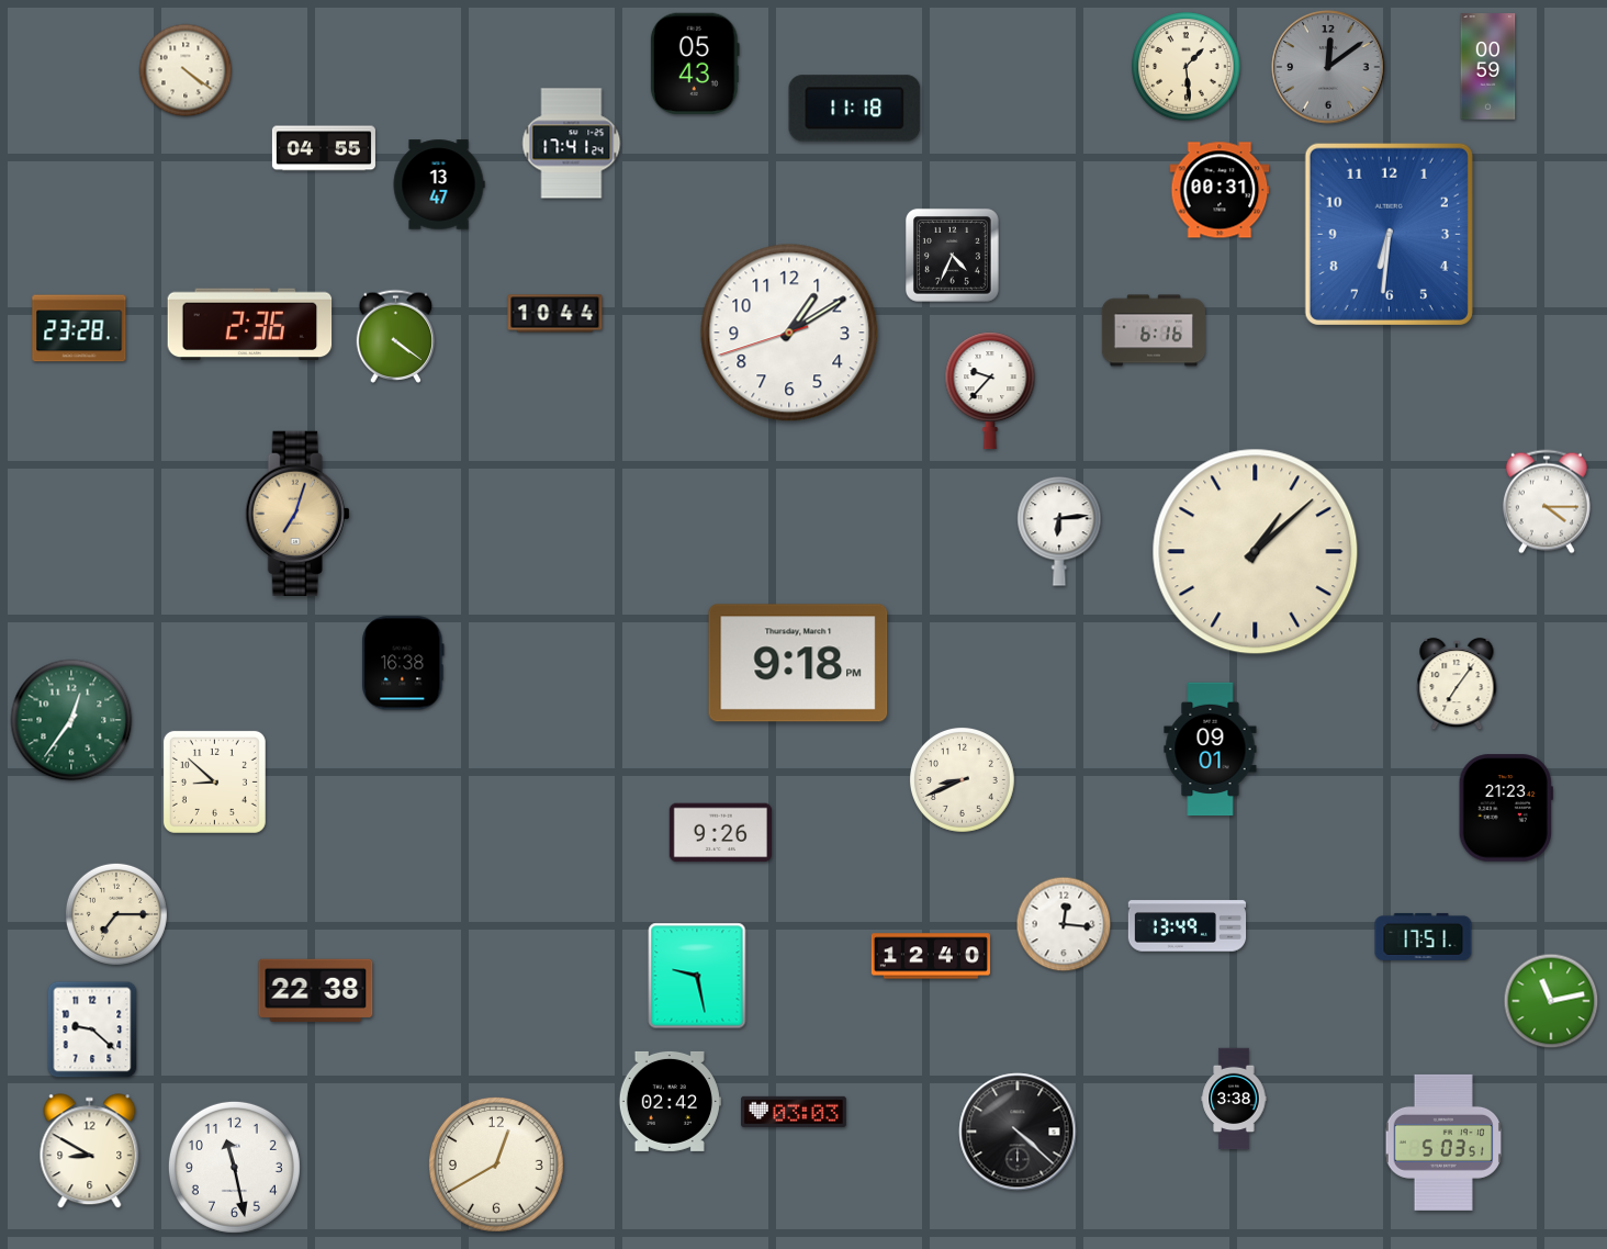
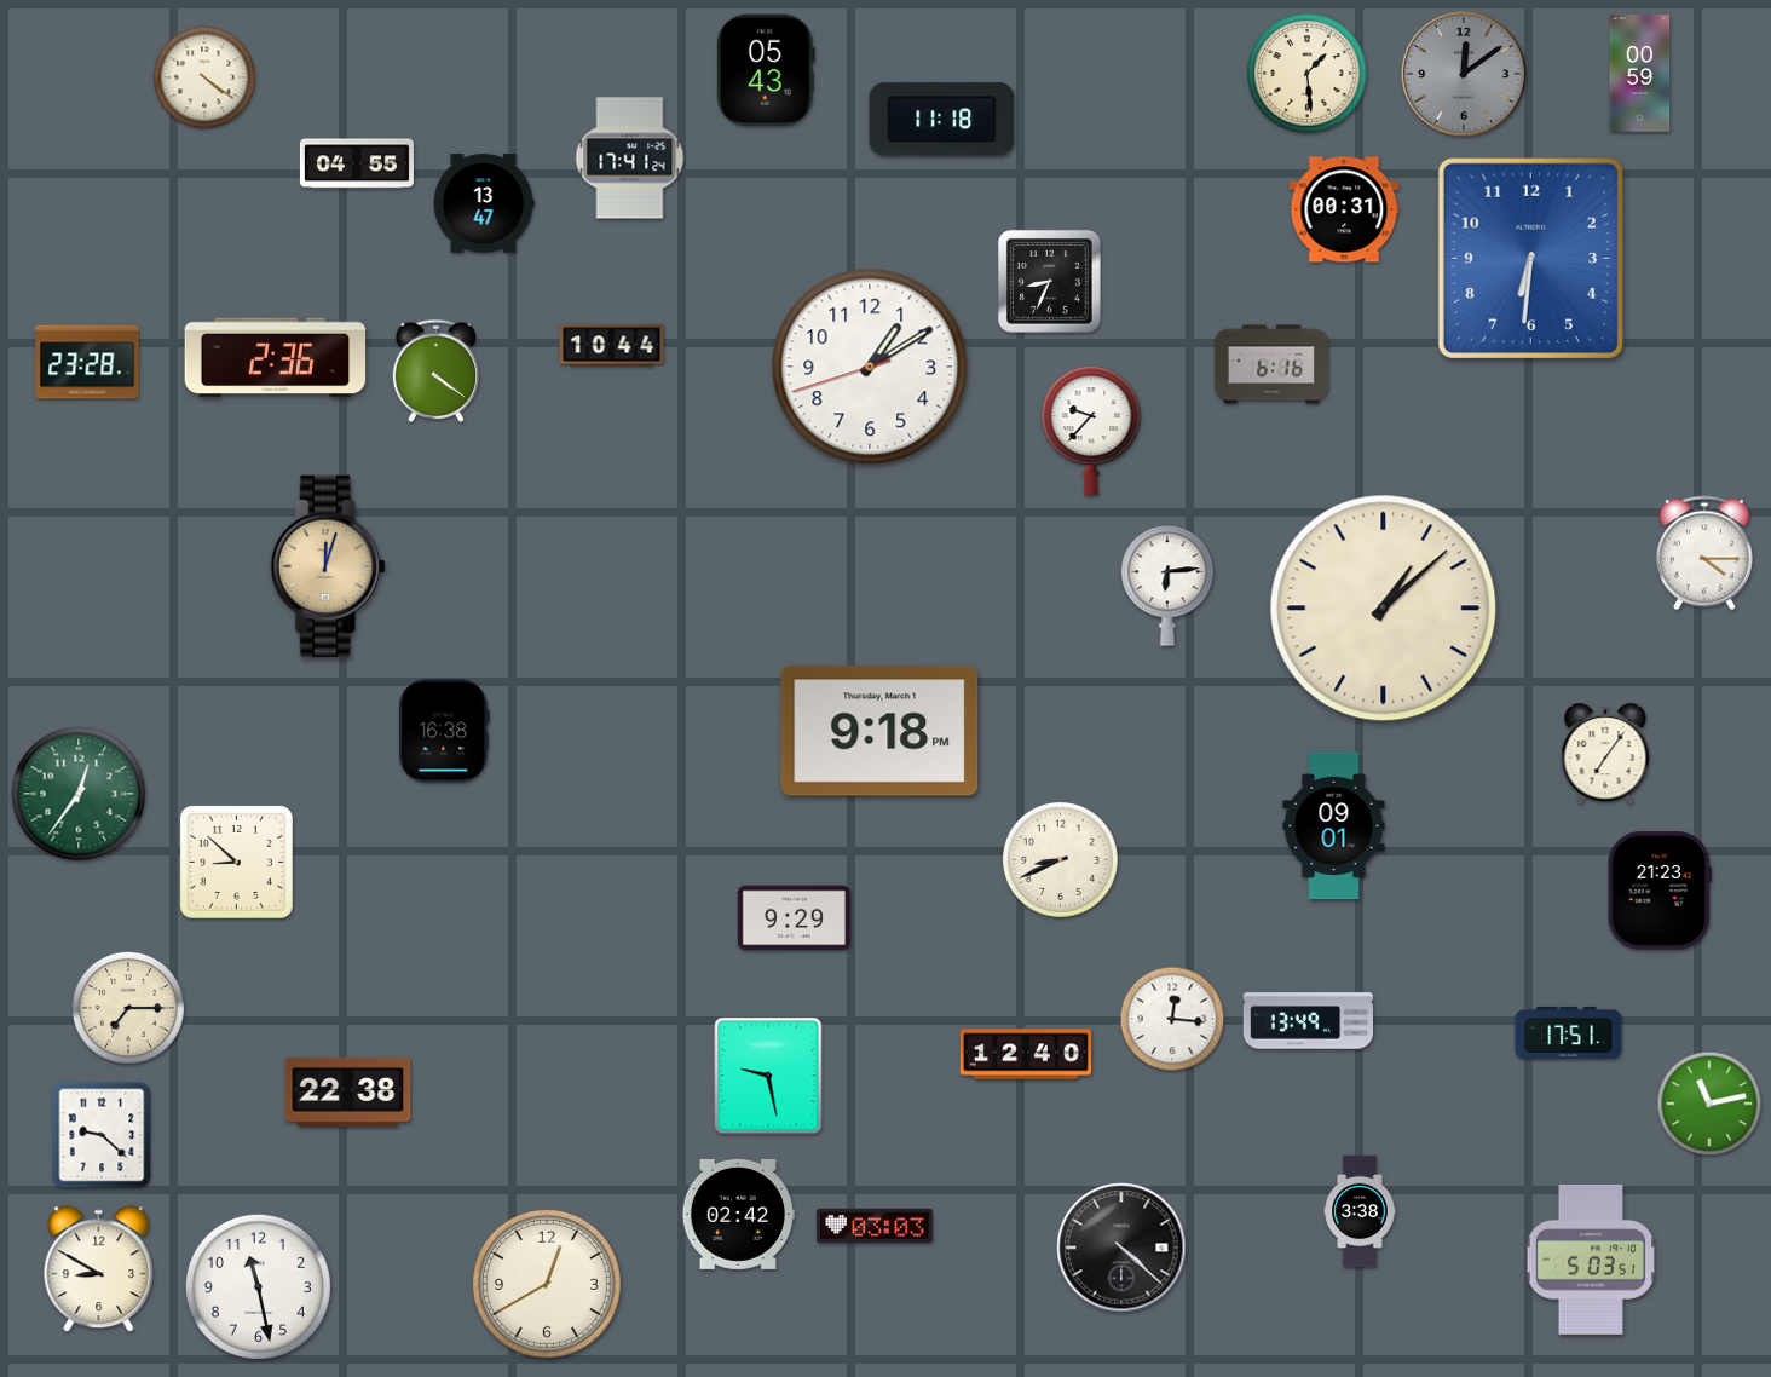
clock at (952, 255): 4:34 -> 8:34
clock at (297, 513): 7:03 -> 12:03
clock at (720, 833): 9:26 -> 9:29
